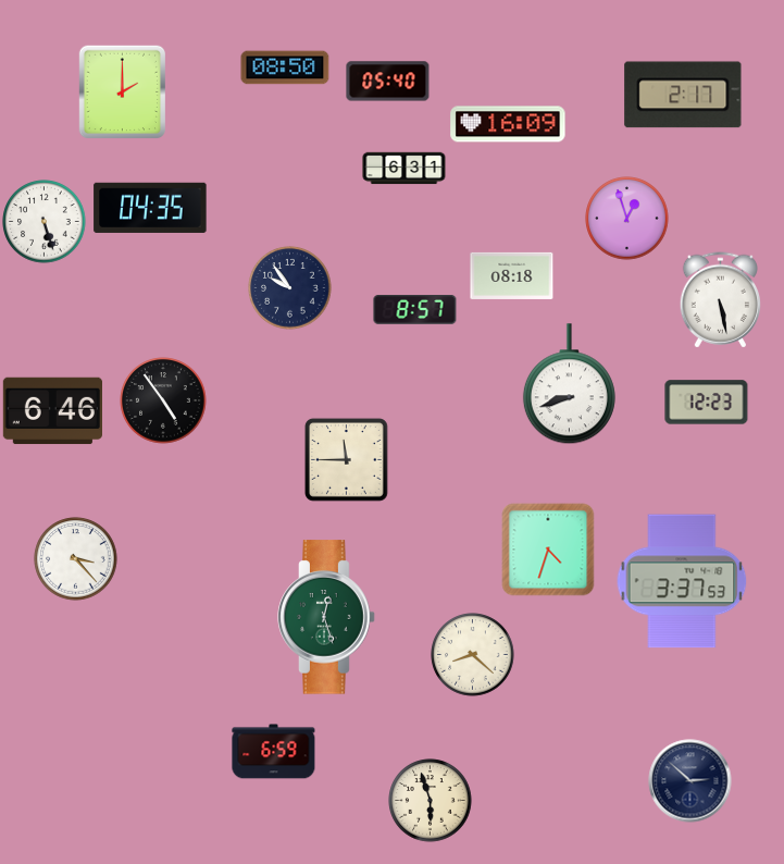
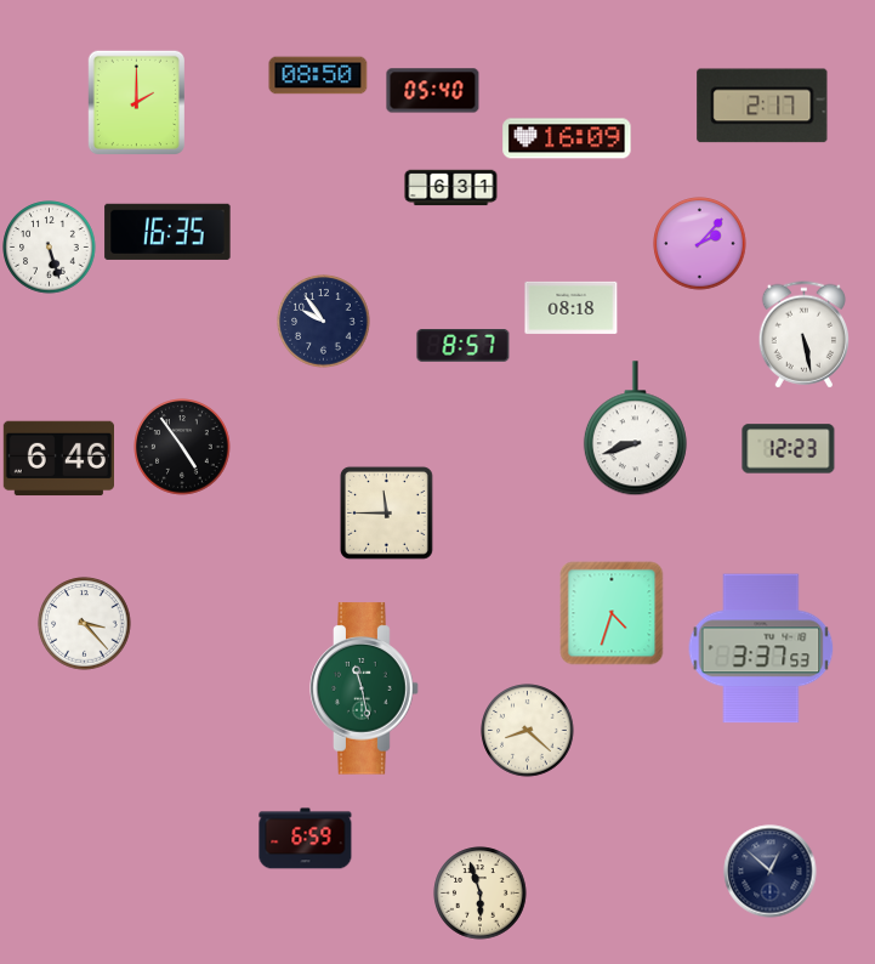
clock at (150, 208): 04:35 -> 16:35
clock at (627, 219): 12:57 -> 2:07
clock at (326, 617): 12:27 -> 11:28
clock at (690, 781): 2:52 -> 12:52
